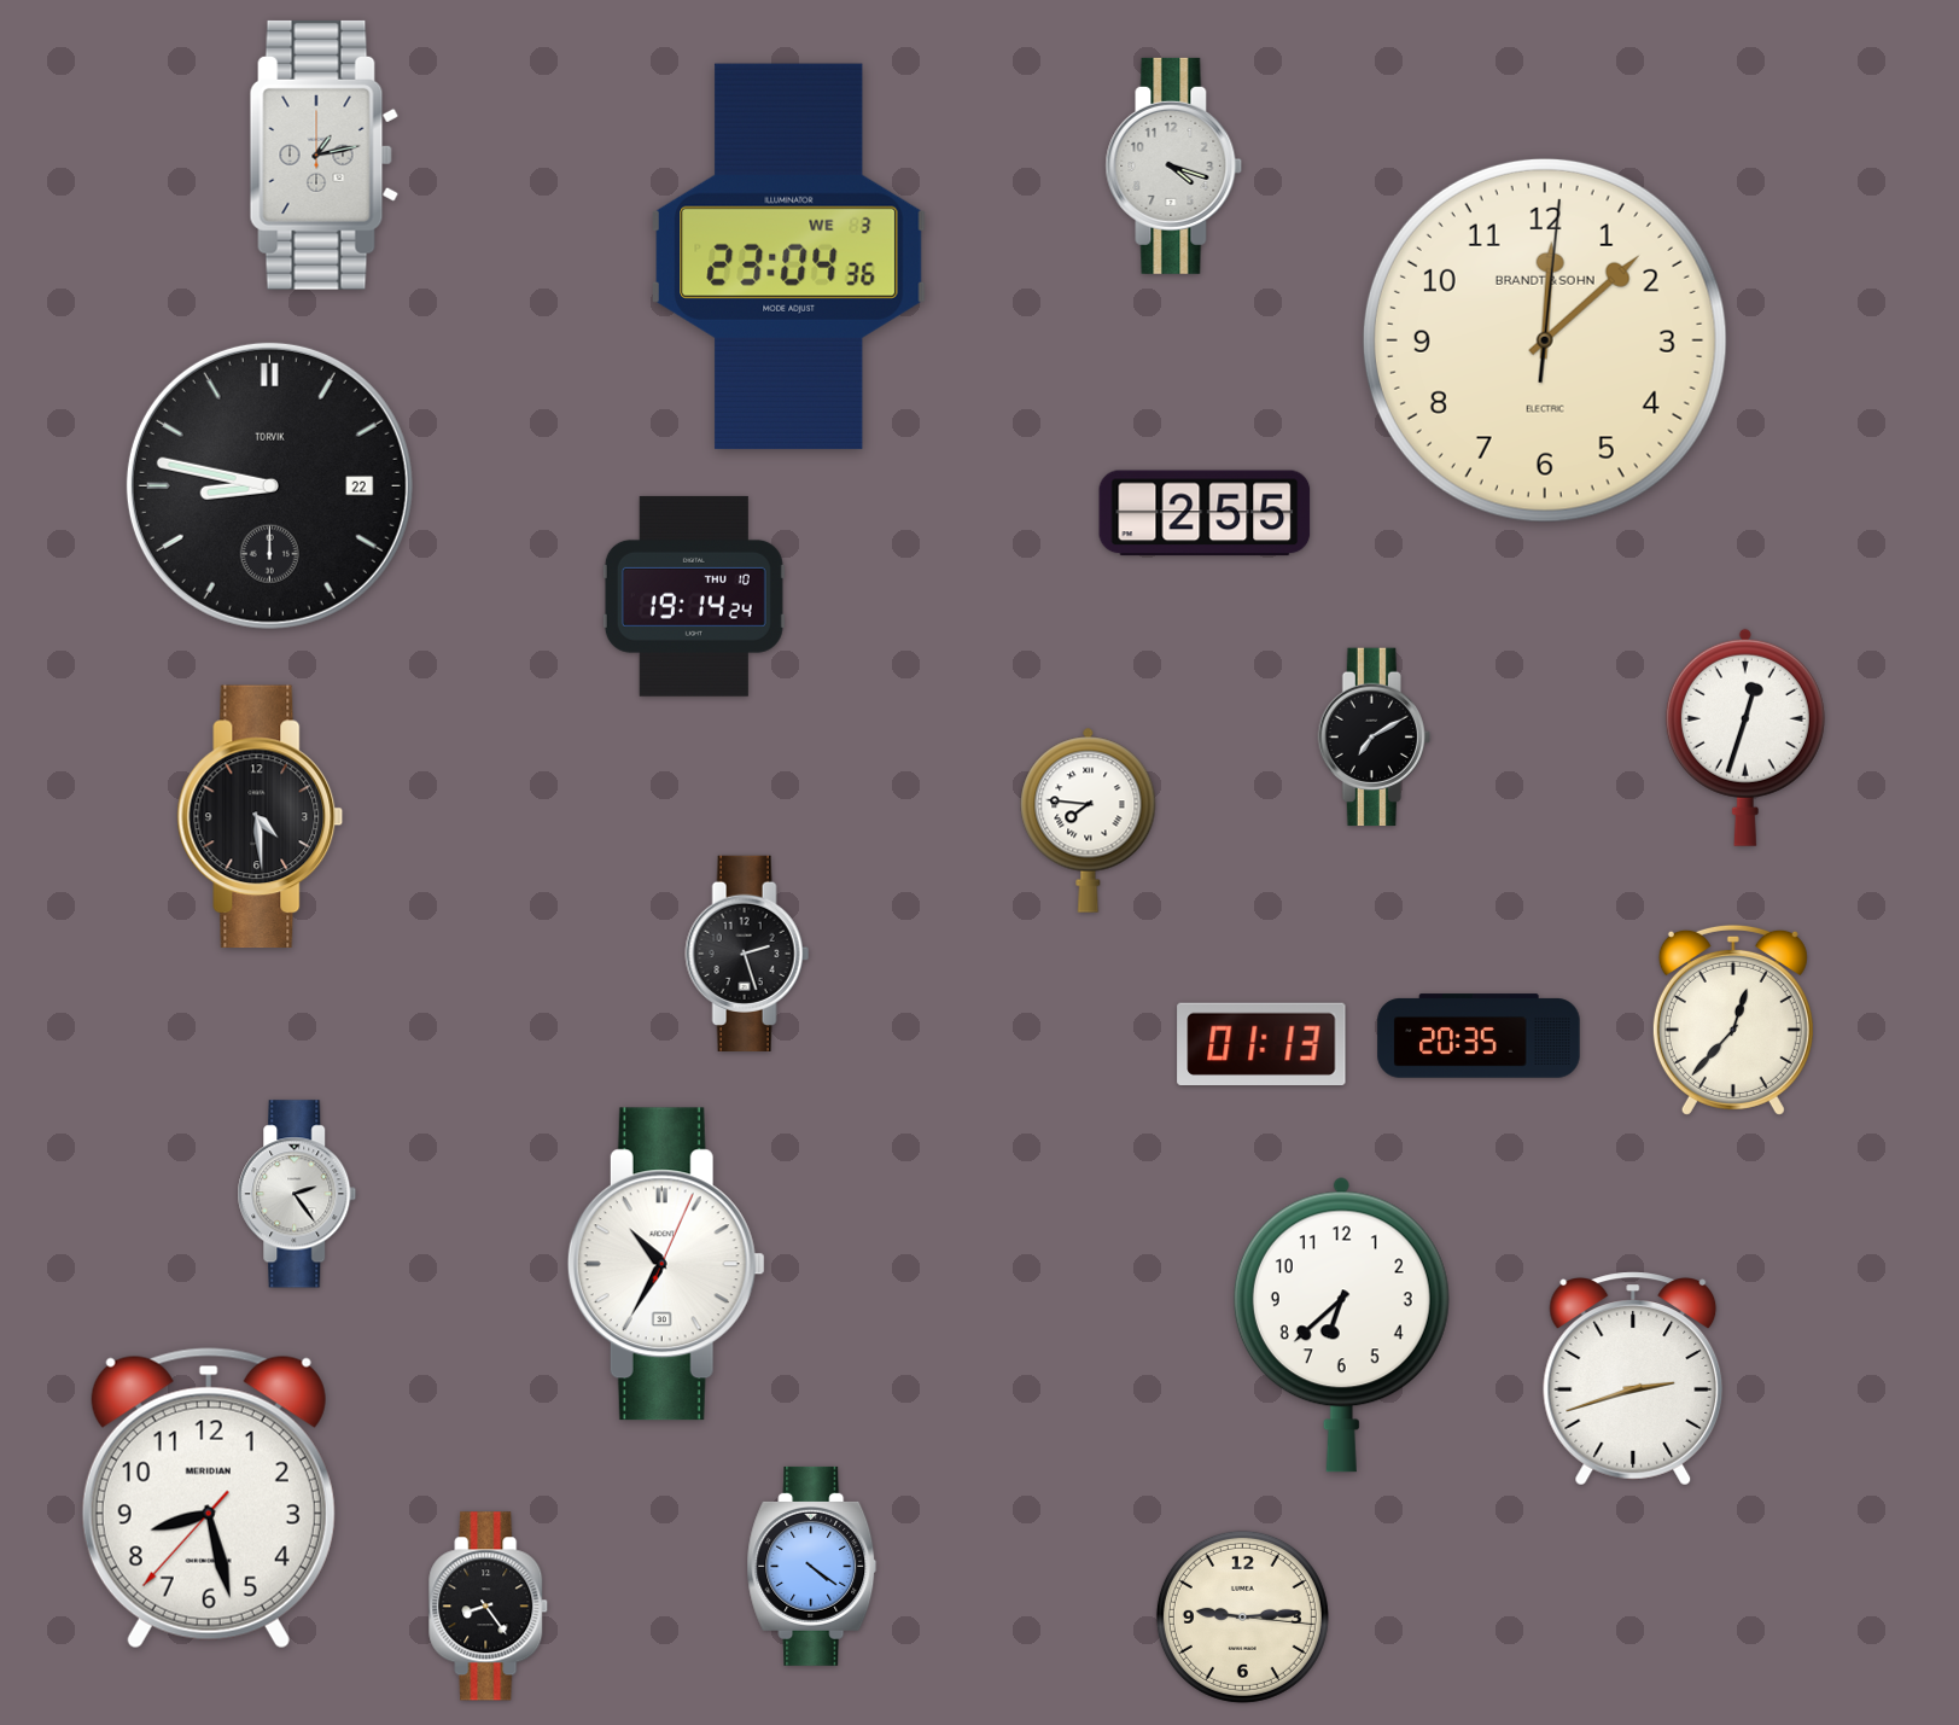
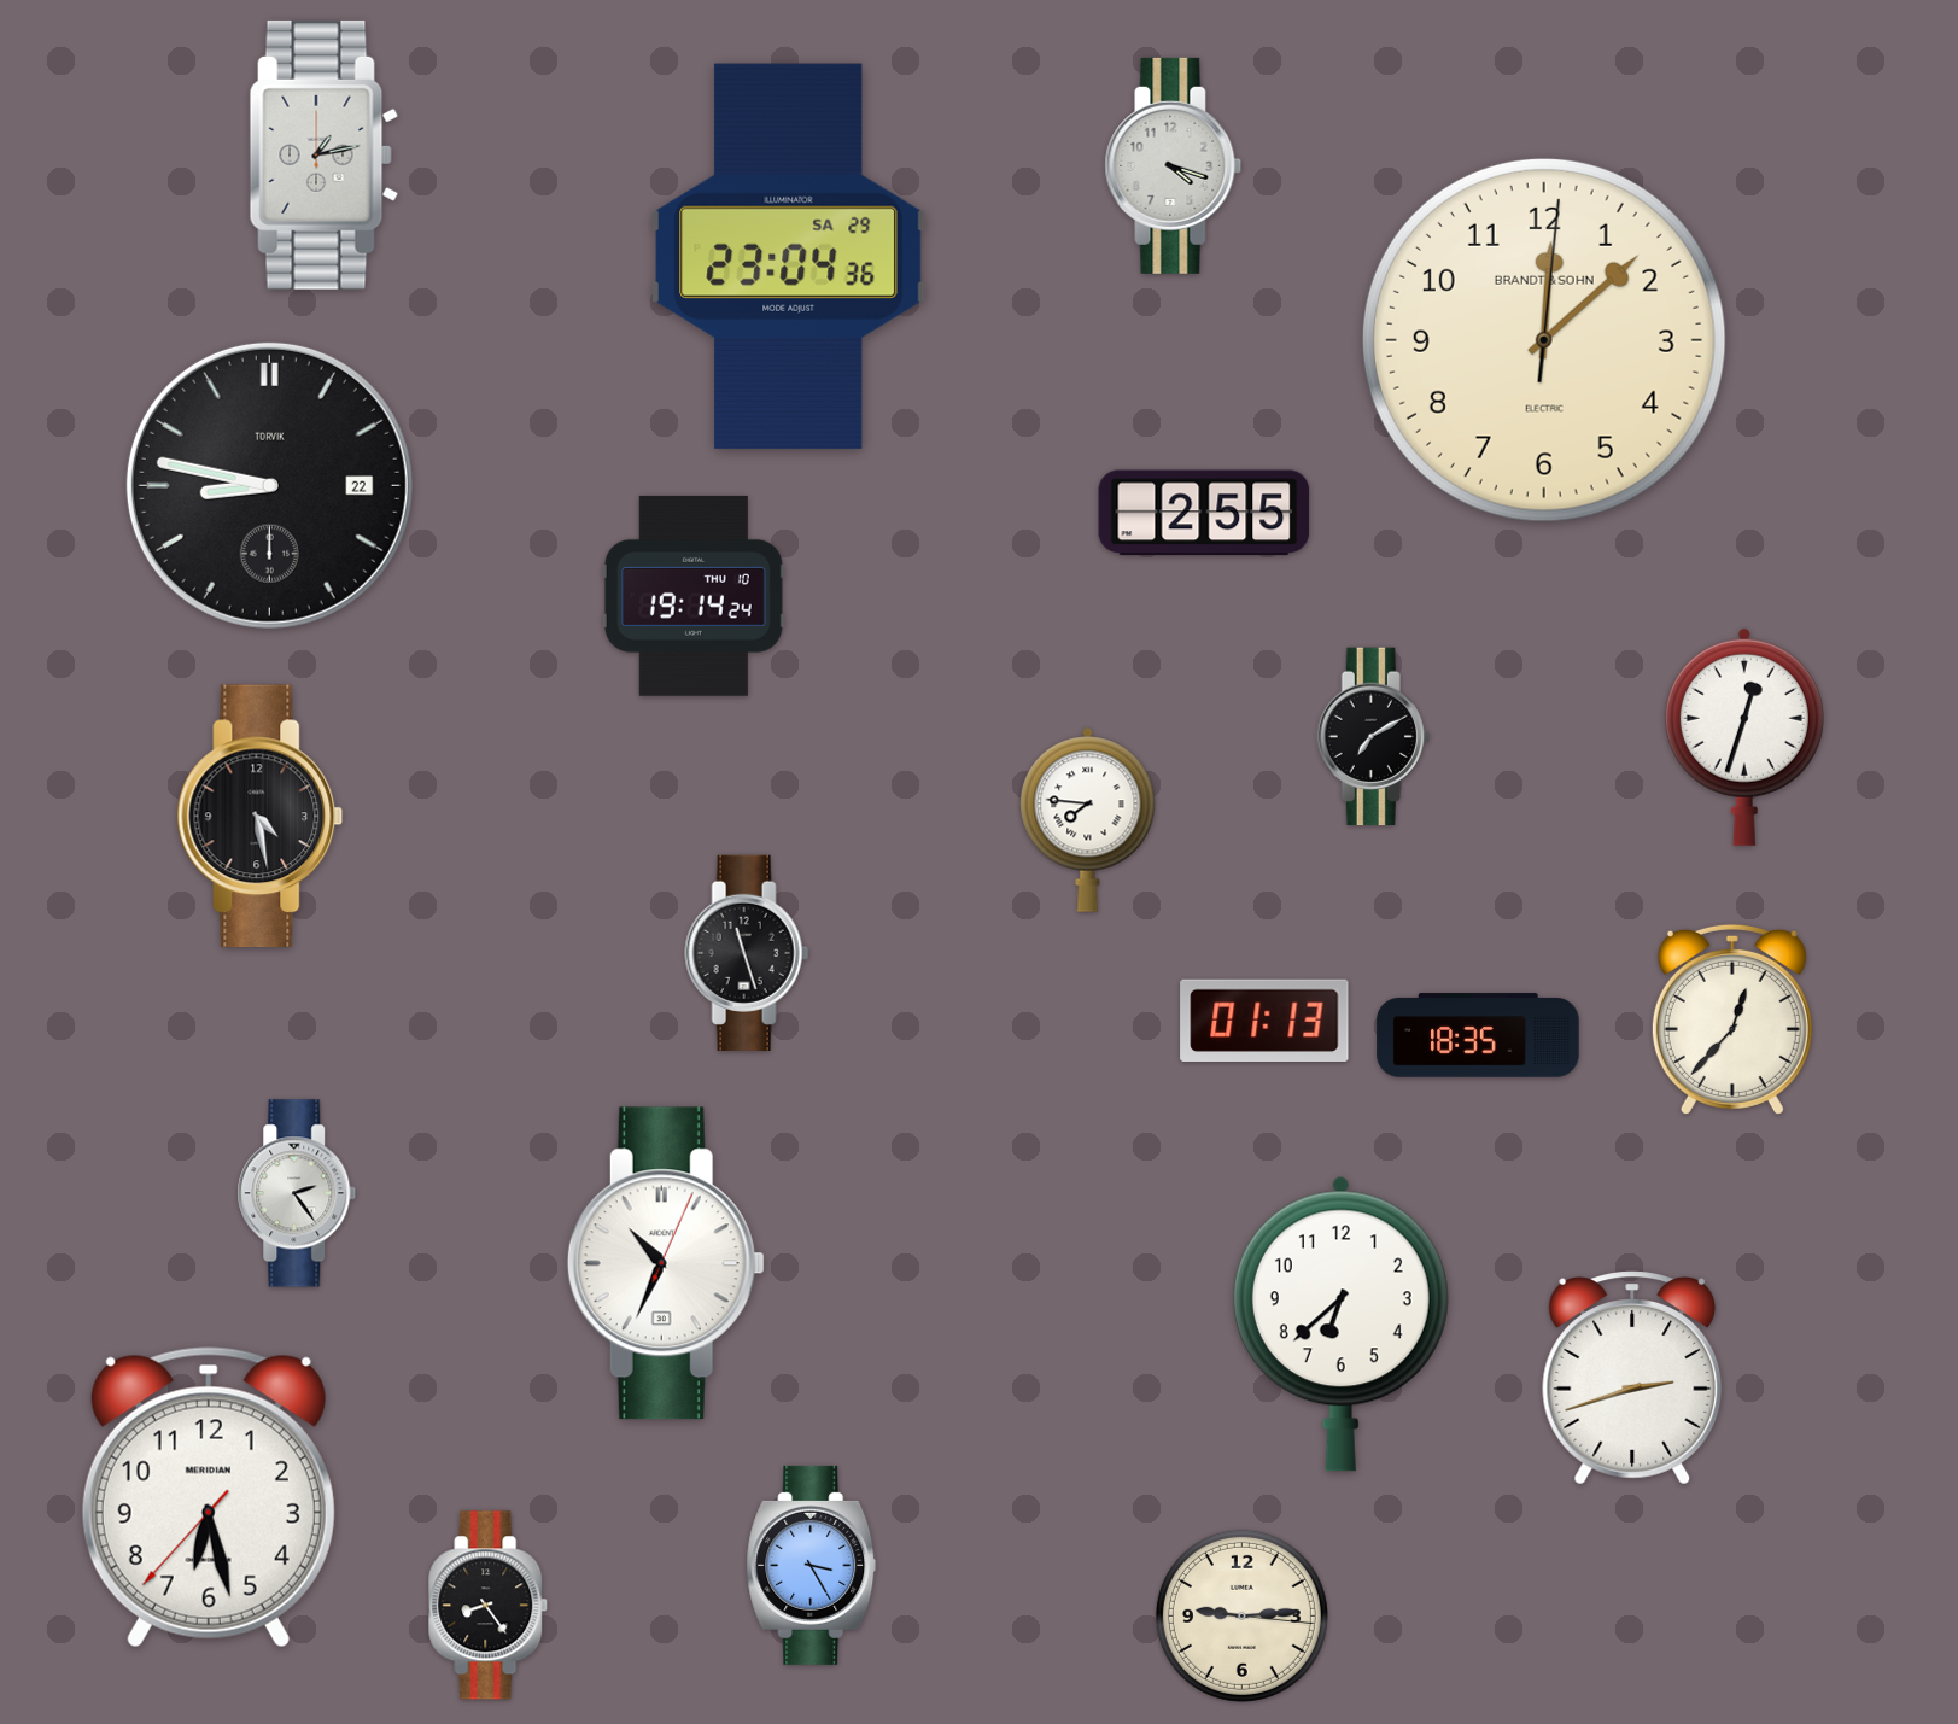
clock at (789, 256) date: WE 3 -> SA 29
clock at (261, 817): 4:29 -> 4:28
clock at (747, 954): 2:27 -> 11:27
clock at (1479, 1036): 20:35 -> 18:35
clock at (1261, 1043) position: (1261, 1043) -> (1264, 1019)
clock at (666, 1264): 10:35 -> 10:34
clock at (209, 1498): 8:27 -> 6:27
clock at (812, 1566): 4:21 -> 3:25
